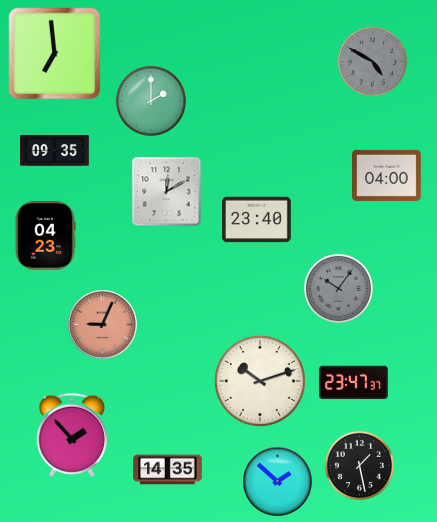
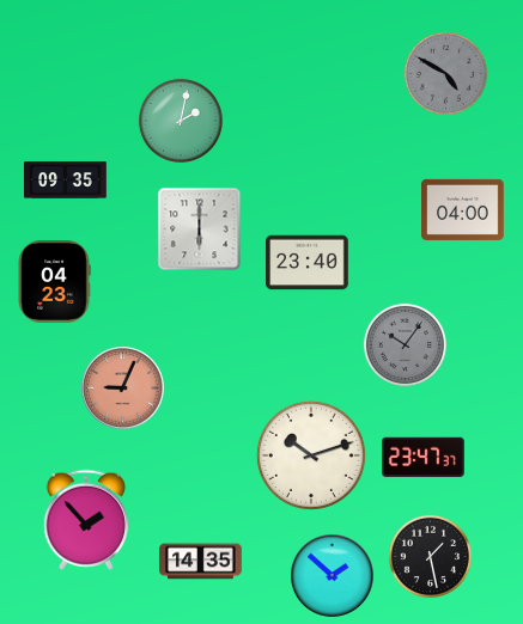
clock at (55, 54): 6:59 -> none
clock at (151, 101): 2:00 -> 2:02
clock at (167, 192): 12:10 -> 6:00
